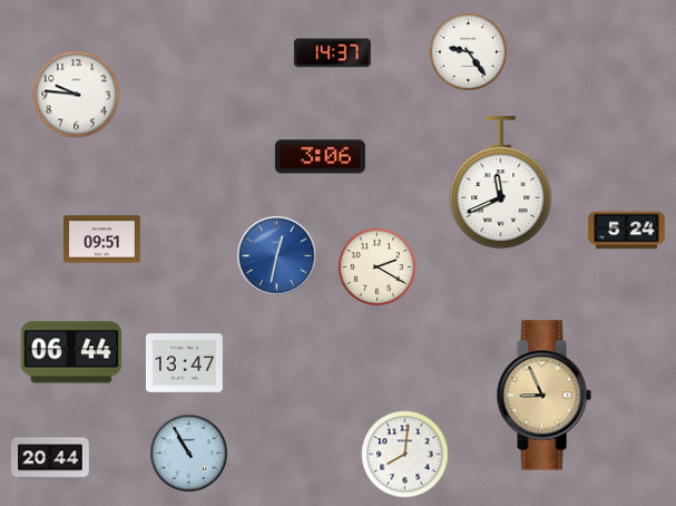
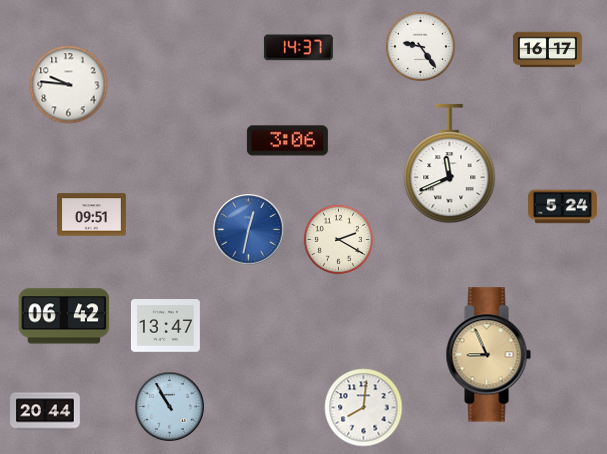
clock at (547, 50): none -> 16:17
clock at (71, 352): 06:44 -> 06:42
